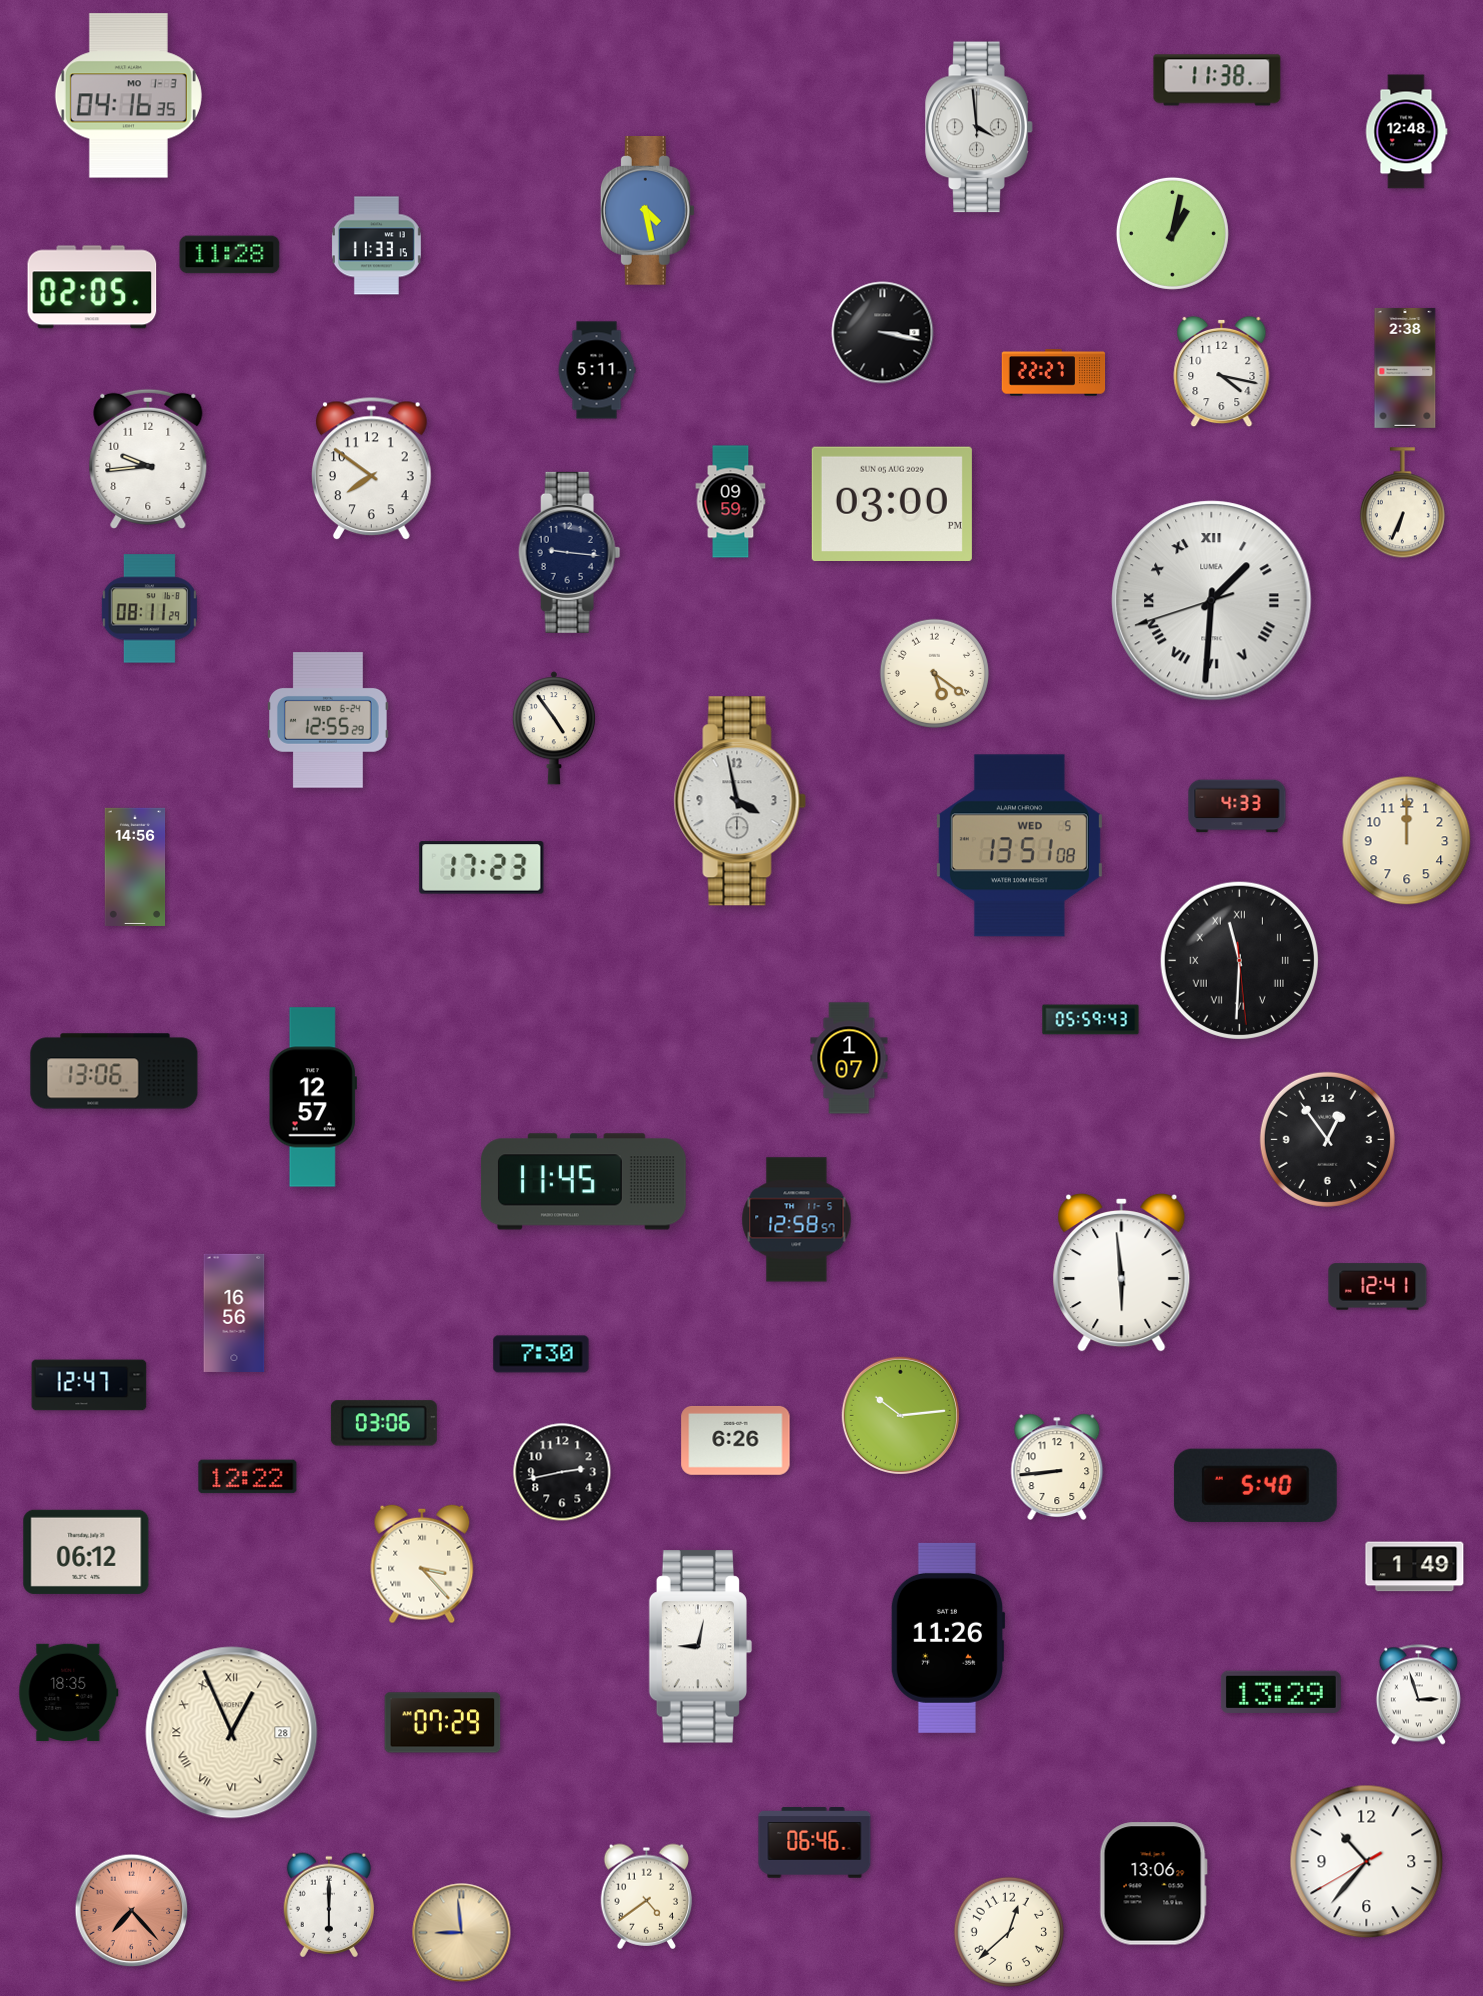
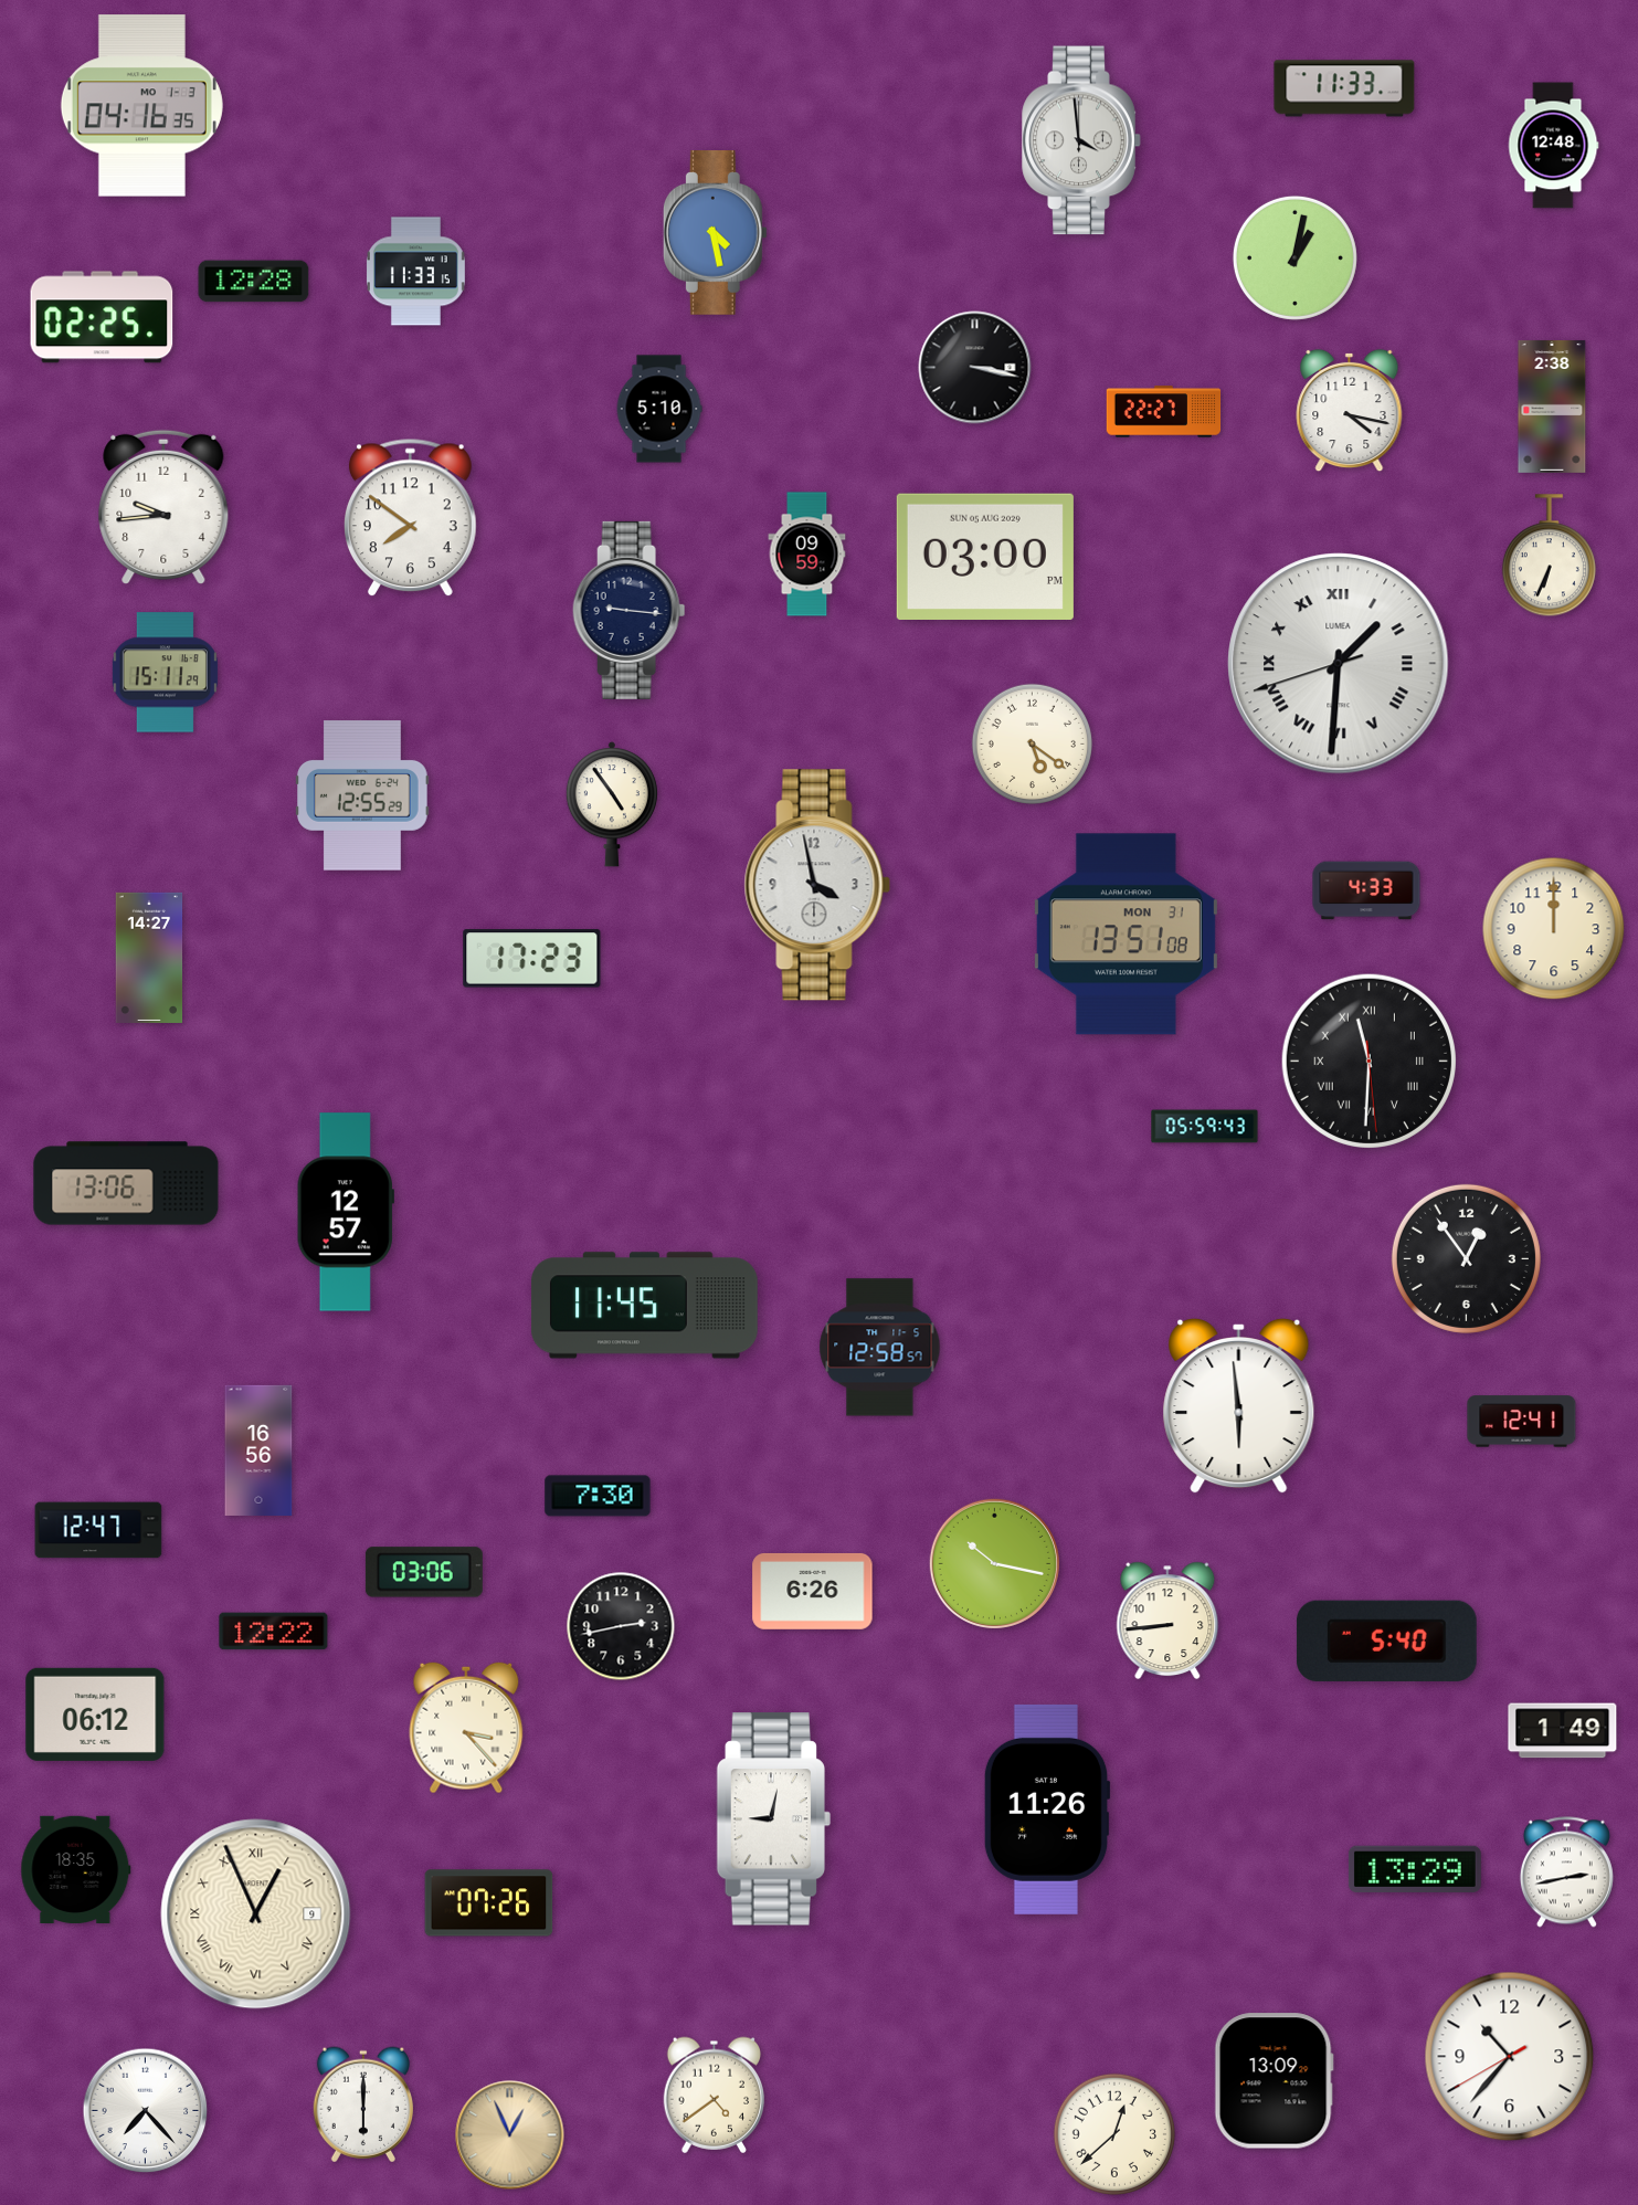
clock at (1217, 80): 11:38 -> 11:33
clock at (230, 255): 11:28 -> 12:28
clock at (92, 287): 02:05 -> 02:25
clock at (597, 370): 5:11 -> 5:10
clock at (149, 609): 08:11 -> 15:11
clock at (1019, 846) date: WED 5 -> MON 31
clock at (135, 867): 14:56 -> 14:27
clock at (849, 1058): 1:07 -> none
clock at (900, 1415): 10:14 -> 10:17
clock at (1418, 1695): 2:57 -> 2:43
clock at (443, 1723): 07:29 -> 07:26
clock at (232, 1733) date: 28 -> 9
clock at (815, 1843): 06:46 -> none
clock at (1153, 1884): 13:06 -> 13:09
clock at (132, 1911) dial: salmon -> white
clock at (462, 1933): 8:59 -> 12:56
